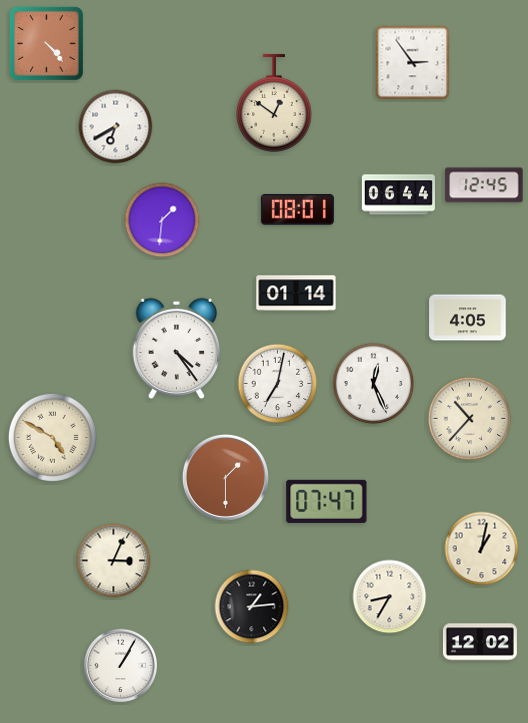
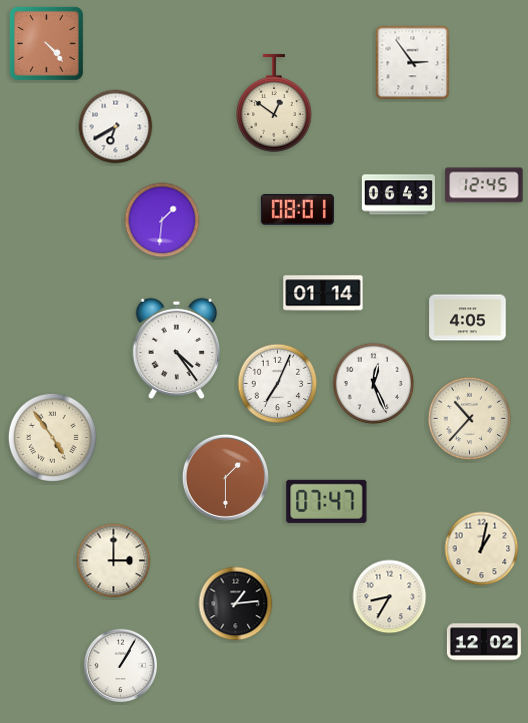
clock at (398, 195): 06:44 -> 06:43
clock at (296, 293) position: (296, 293) -> (323, 293)
clock at (278, 384): 7:02 -> 7:04
clock at (52, 437): 4:50 -> 4:54
clock at (114, 561): 3:04 -> 3:00
clock at (252, 607) position: (252, 607) -> (236, 604)
clock at (480, 642) position: (480, 642) -> (484, 642)
